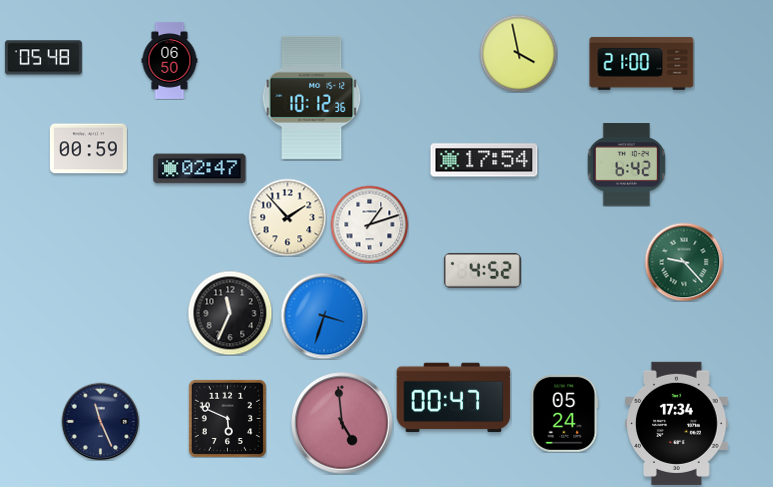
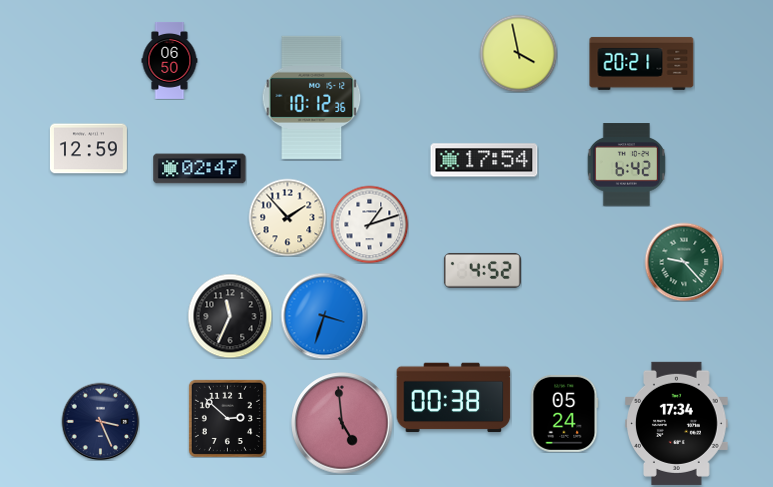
clock at (43, 58): 05:48 -> none
clock at (642, 63): 21:00 -> 20:21
clock at (88, 149): 00:59 -> 12:59
clock at (230, 313) position: (230, 313) -> (230, 316)
clock at (454, 398): 00:47 -> 00:38
clock at (227, 418): 5:49 -> 2:52
clock at (100, 421): 11:26 -> 3:26
